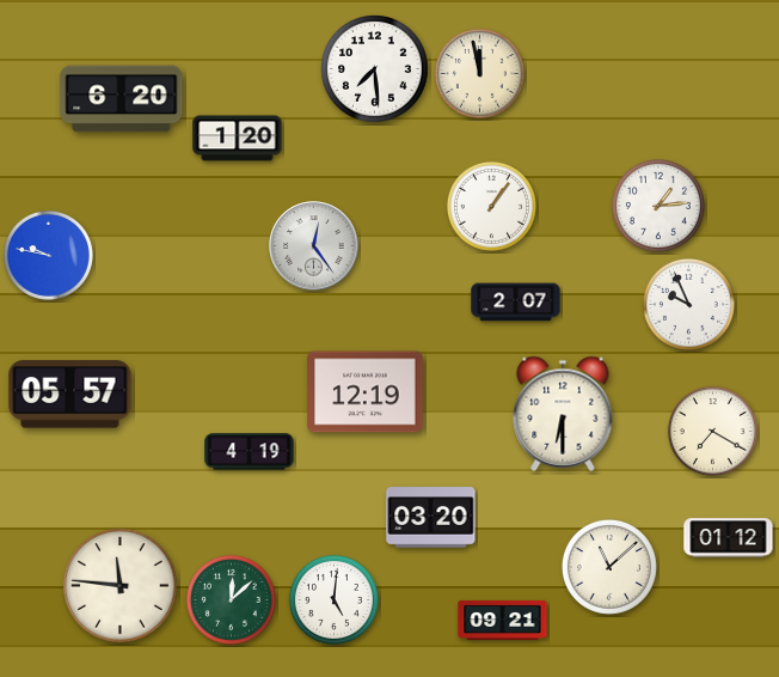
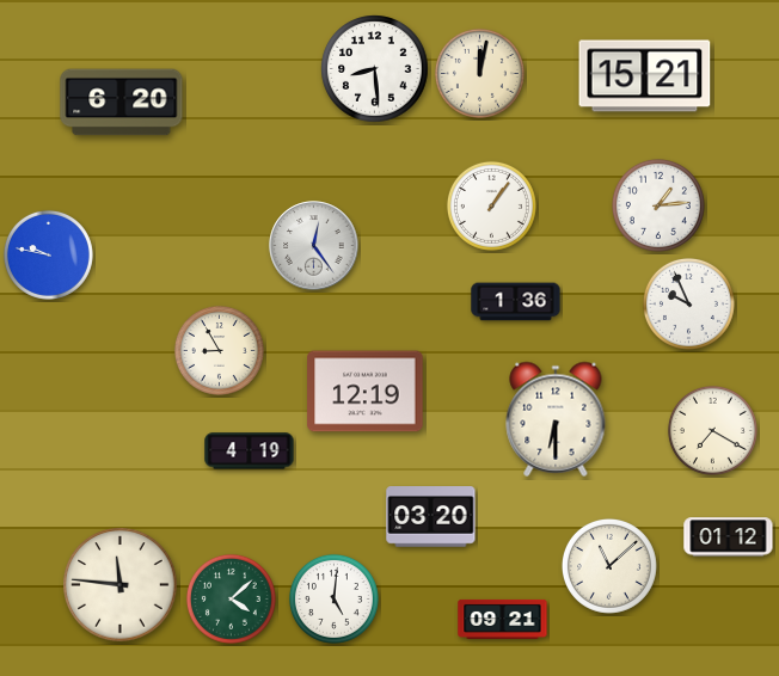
clock at (375, 69): 7:29 -> 8:29
clock at (479, 73): 11:58 -> 12:02
clock at (645, 76): none -> 15:21
clock at (122, 99) position: (122, 99) -> (122, 103)
clock at (238, 139): 1:20 -> none
clock at (516, 303): 2:07 -> 1:36
clock at (219, 350): none -> 8:55
clock at (70, 395): 05:57 -> none
clock at (563, 414) position: (563, 414) -> (556, 419)
clock at (231, 599): 12:08 -> 4:08
